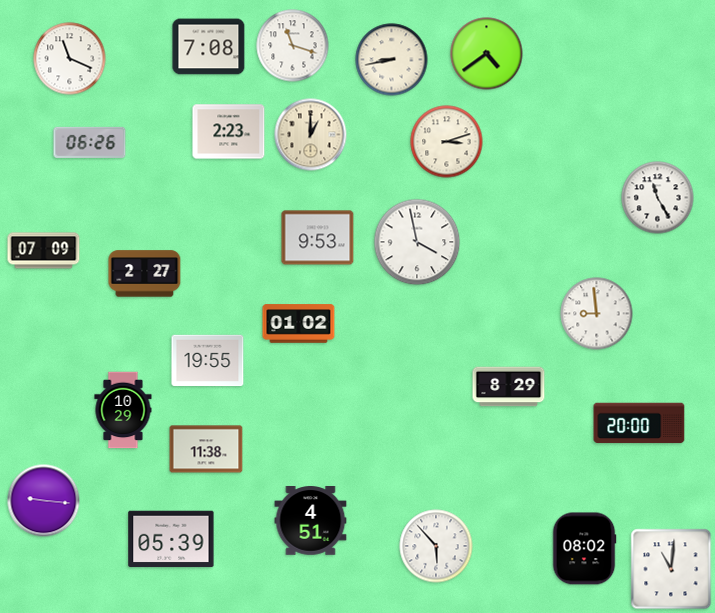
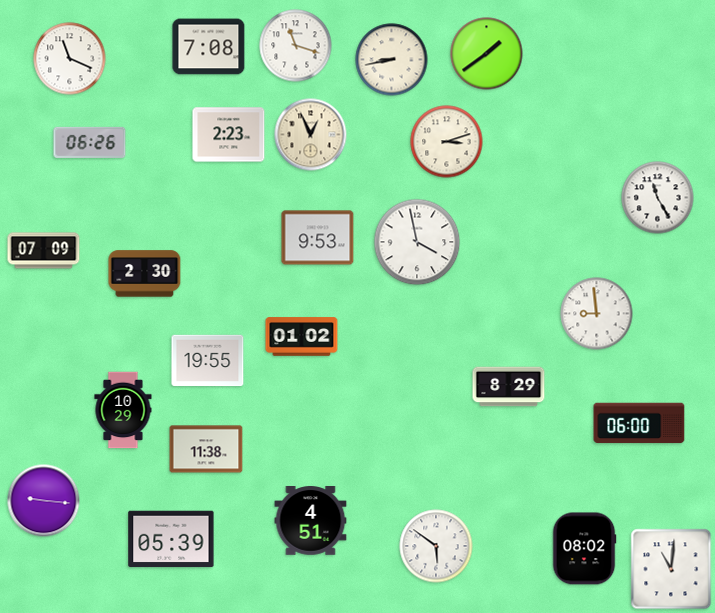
clock at (293, 46) position: (293, 46) -> (296, 46)
clock at (487, 54): 4:39 -> 1:39
clock at (229, 132) position: (229, 132) -> (229, 135)
clock at (311, 135): 1:00 -> 12:56
clock at (145, 274): 2:27 -> 2:30
clock at (299, 324) position: (299, 324) -> (302, 337)
clock at (639, 423): 20:00 -> 06:00
clock at (436, 546): 5:53 -> 5:51
